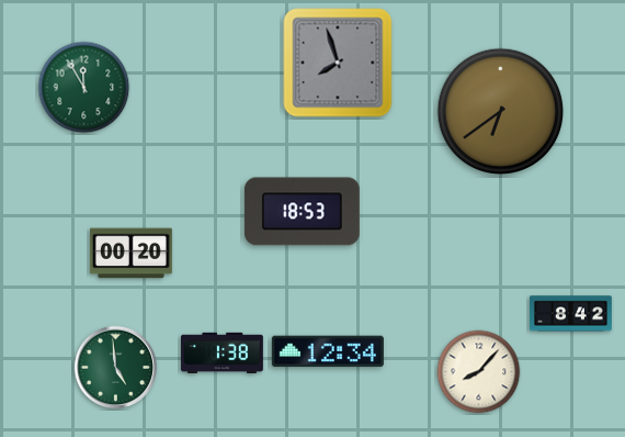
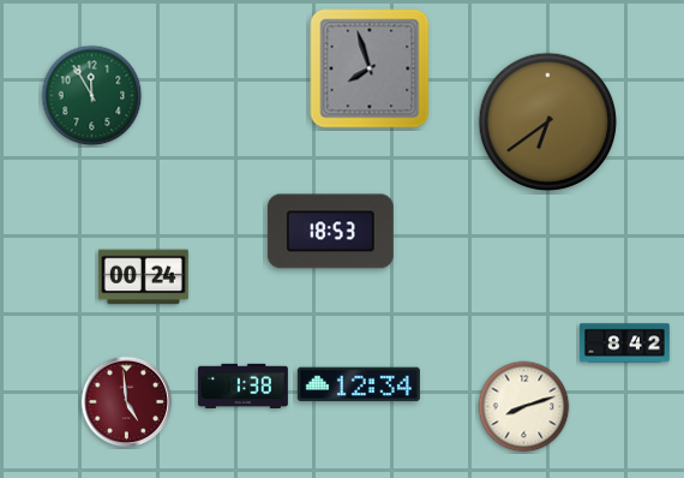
clock at (130, 254): 00:20 -> 00:24
clock at (116, 368) dial: green -> burgundy
clock at (479, 372): 8:07 -> 8:12
